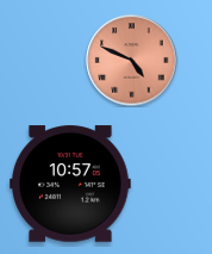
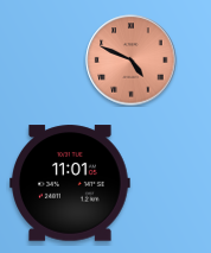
clock at (71, 184): 10:57 -> 11:01
